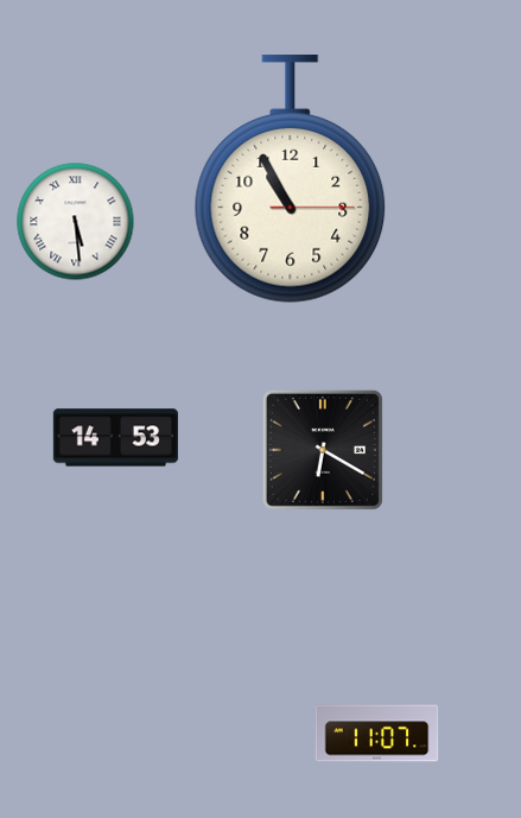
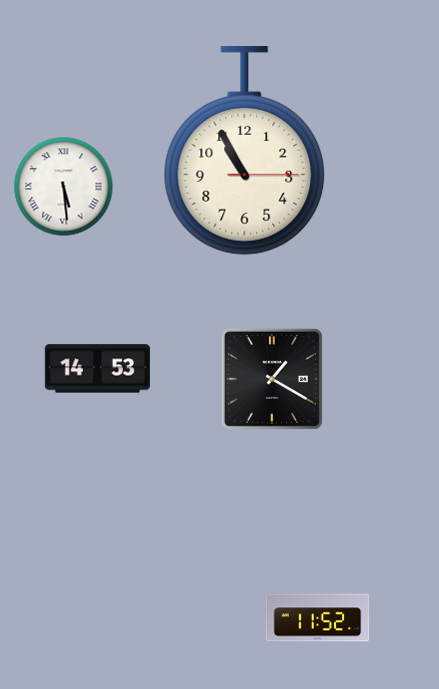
clock at (323, 450): 6:20 -> 1:20
clock at (377, 734): 11:07 -> 11:52
